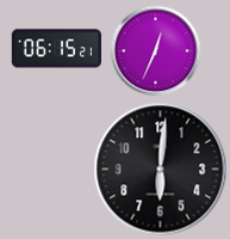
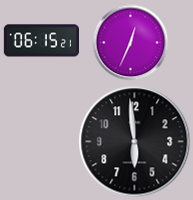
clock at (56, 49) position: (56, 49) -> (41, 41)
clock at (161, 170): 6:01 -> 5:59
